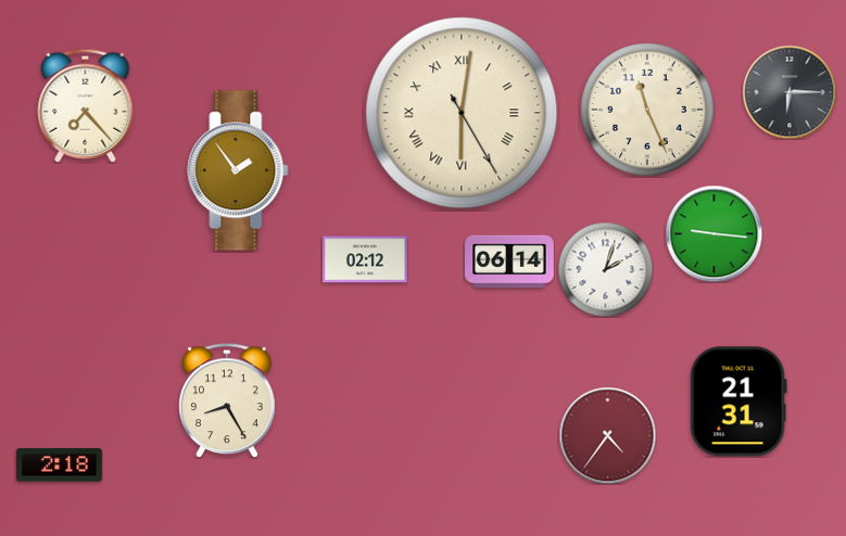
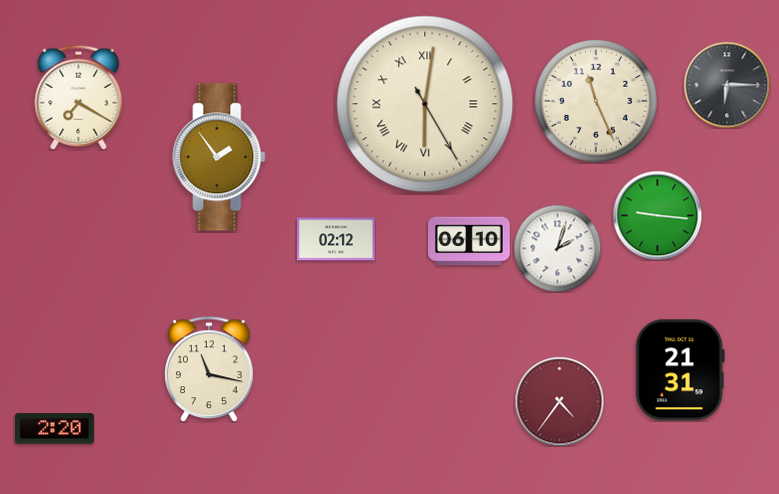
clock at (86, 105): 7:23 -> 7:20
clock at (509, 261): 06:14 -> 06:10
clock at (227, 400): 8:25 -> 11:17
clock at (59, 465): 2:18 -> 2:20
